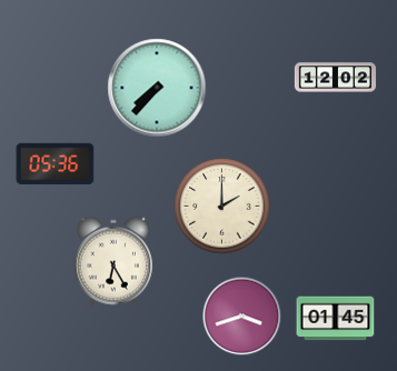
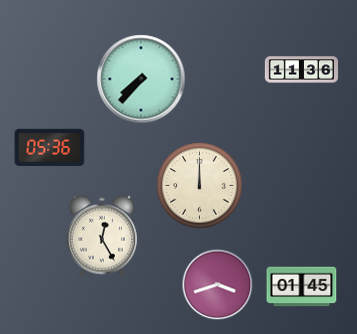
clock at (336, 78): 12:02 -> 11:36
clock at (222, 207): 2:00 -> 12:00
clock at (113, 262): 6:25 -> 12:25
